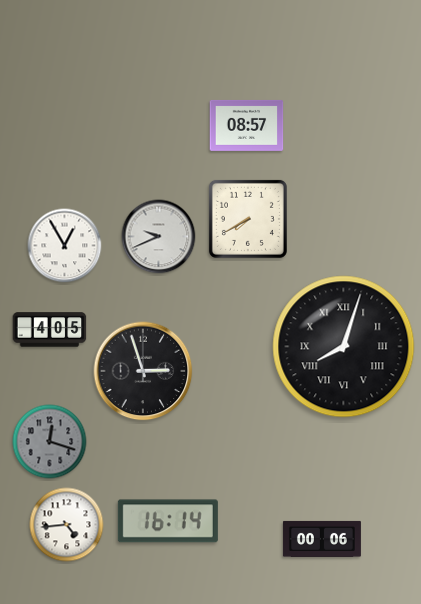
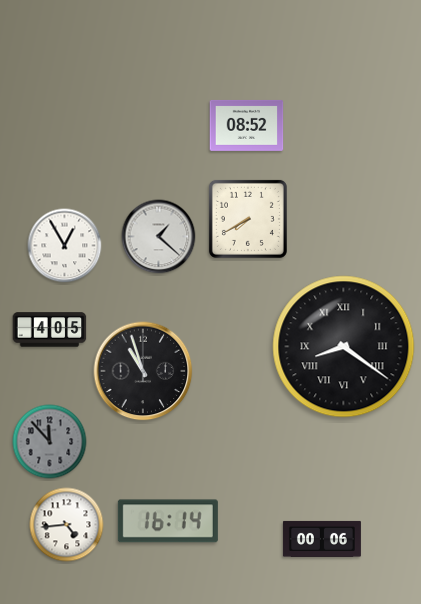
clock at (247, 125): 08:57 -> 08:52
clock at (159, 237): 9:41 -> 1:22
clock at (344, 347): 8:03 -> 8:21
clock at (143, 371): 2:57 -> 10:57
clock at (50, 442): 12:18 -> 11:53
